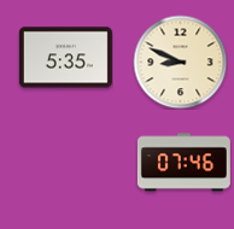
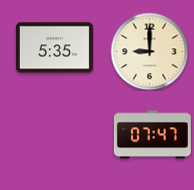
clock at (180, 61): 8:49 -> 9:00
clock at (183, 163): 07:46 -> 07:47
